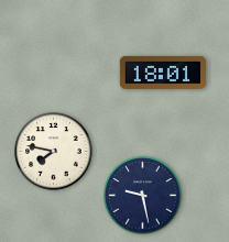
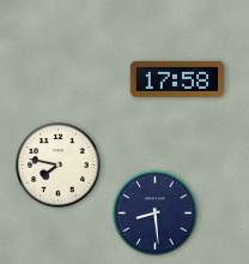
clock at (163, 73): 18:01 -> 17:58
clock at (143, 196): 9:28 -> 8:29
